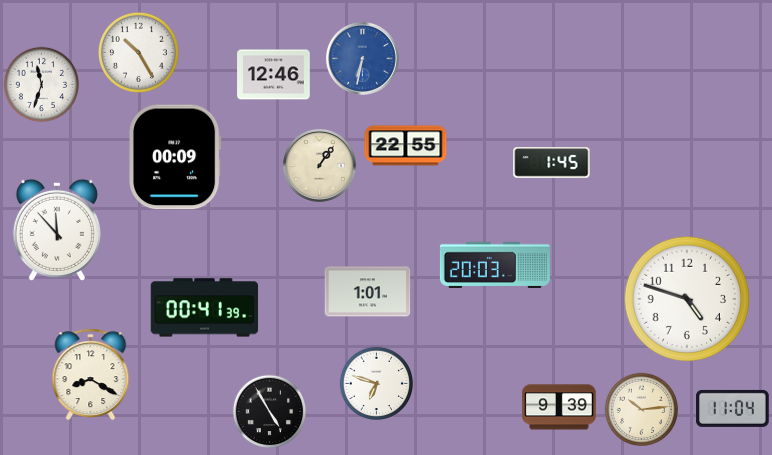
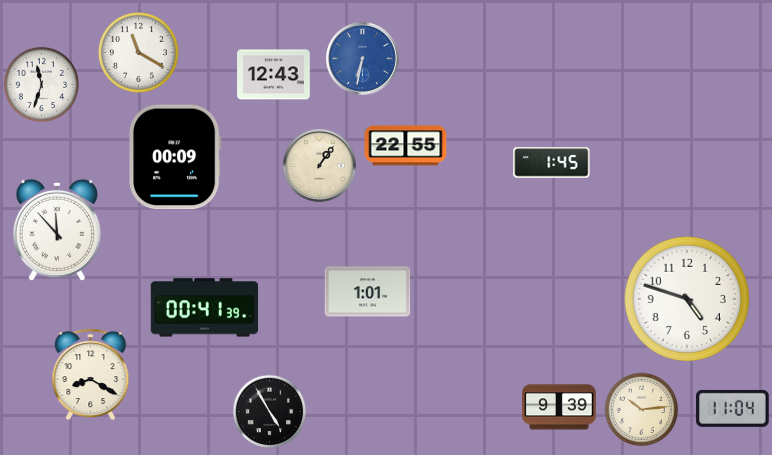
clock at (138, 52): 10:25 -> 11:20
clock at (274, 75): 12:46 -> 12:43
clock at (495, 264): 20:03 -> none
clock at (377, 384): 6:48 -> none
